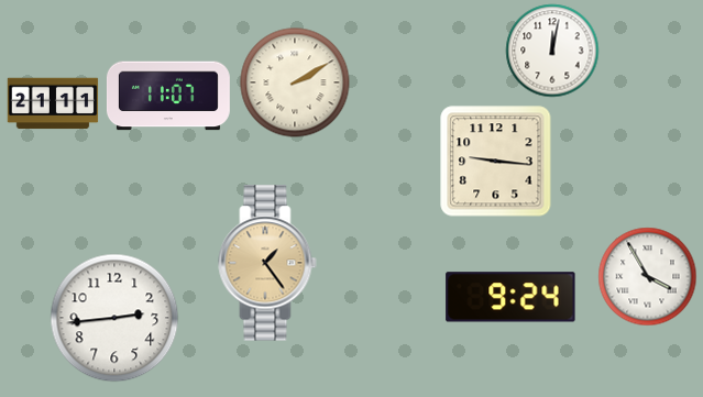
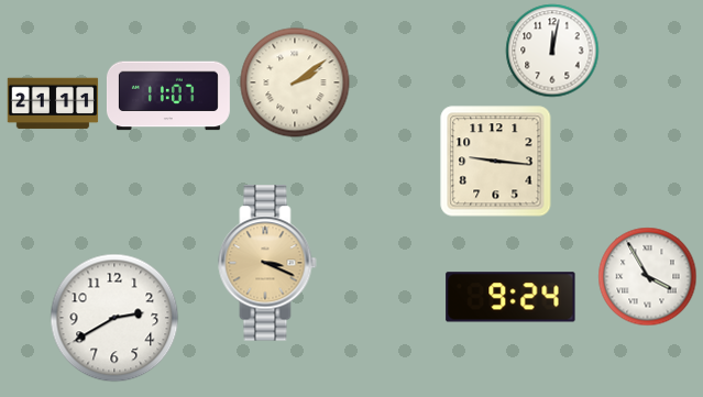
clock at (295, 82): 2:10 -> 2:09
clock at (267, 263): 1:24 -> 3:19
clock at (114, 318): 2:44 -> 2:40
